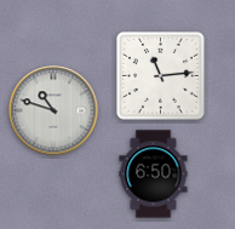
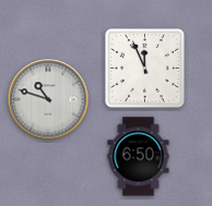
clock at (160, 75): 11:14 -> 11:56
